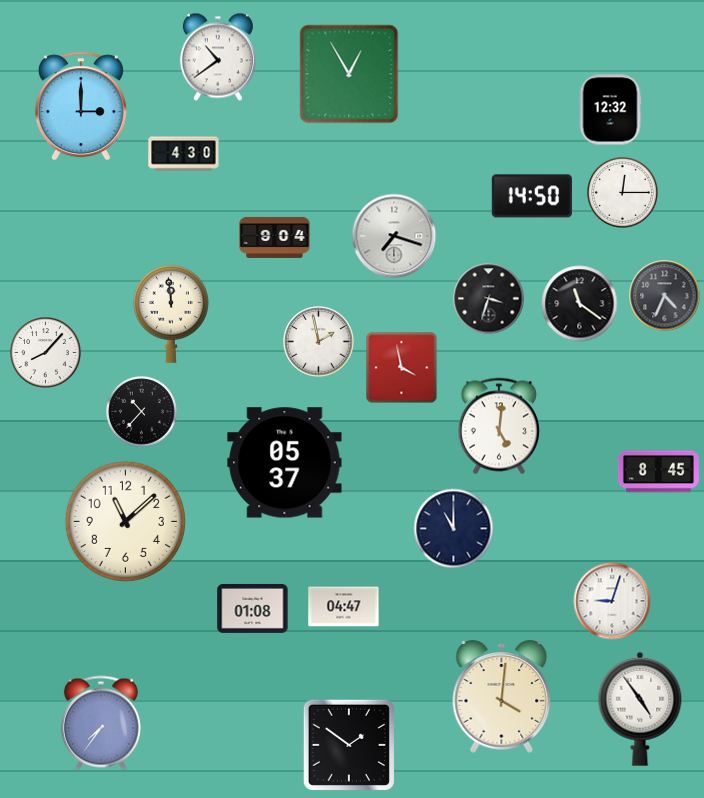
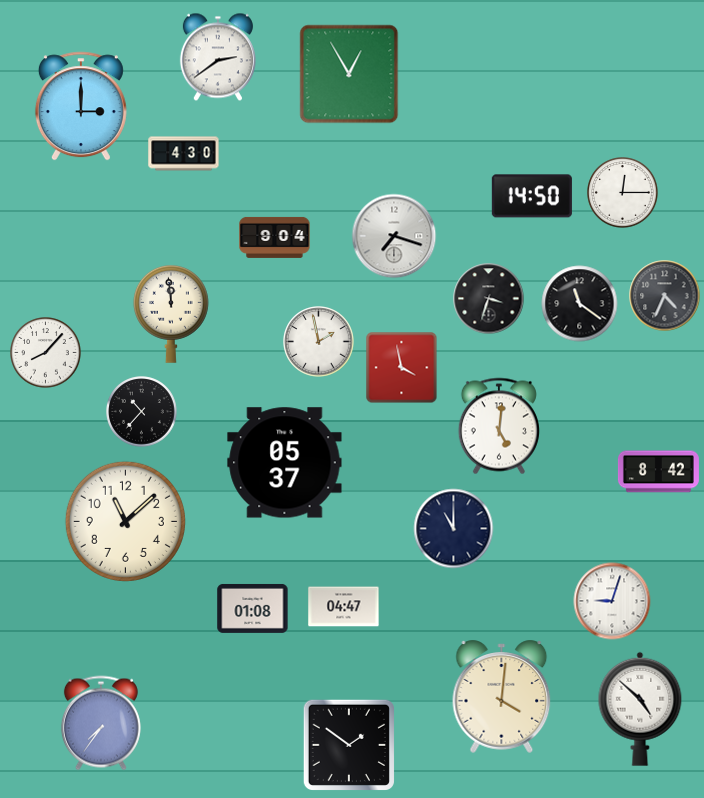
clock at (218, 57): 10:39 -> 2:39
clock at (610, 110): 12:32 -> none
clock at (658, 472): 8:45 -> 8:42
clock at (640, 709): 4:54 -> 4:52
